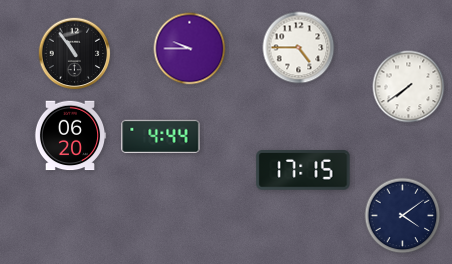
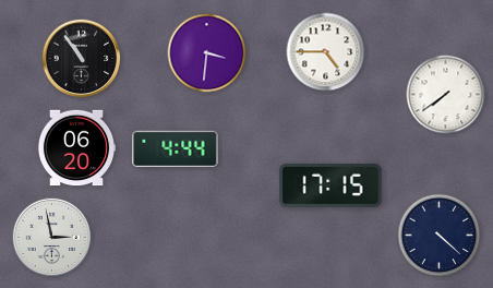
clock at (190, 49): 9:45 -> 3:31
clock at (403, 216): 4:09 -> 4:22
clock at (52, 238): none -> 2:58
